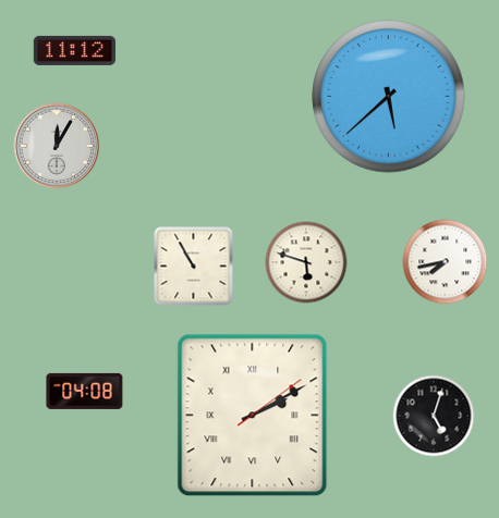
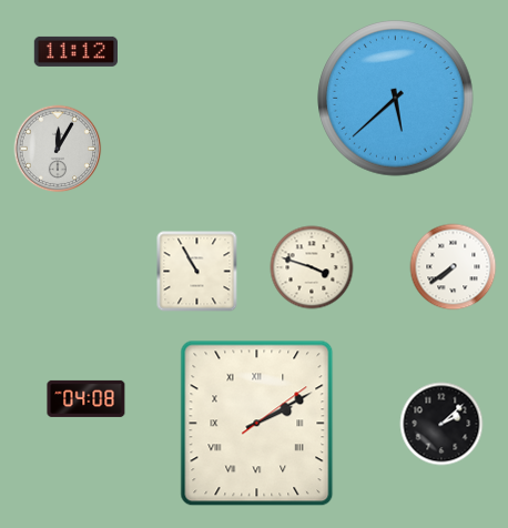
clock at (306, 262): 5:48 -> 3:48
clock at (446, 262): 7:43 -> 7:39
clock at (434, 416): 5:03 -> 2:08
